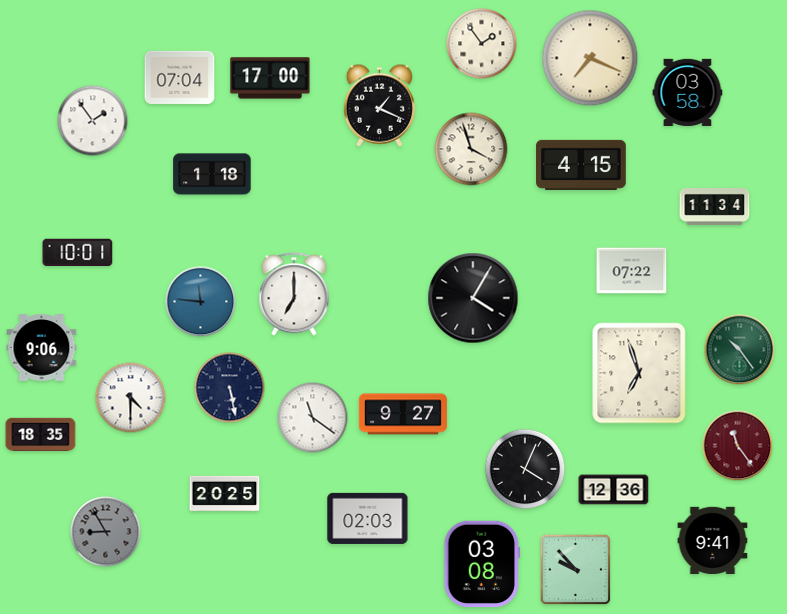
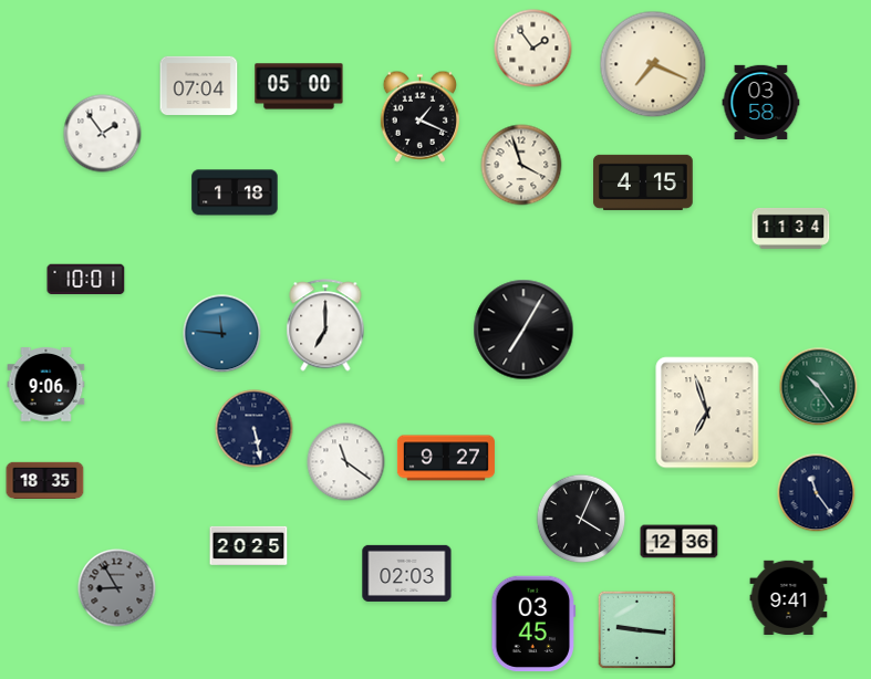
clock at (270, 78): 17:00 -> 05:00
clock at (632, 271): 07:22 -> none
clock at (473, 298): 4:05 -> 7:05
clock at (131, 398): 4:30 -> none
clock at (738, 446) dial: burgundy -> navy
clock at (482, 564): 03:08 -> 03:45
clock at (576, 570): 9:53 -> 9:16
